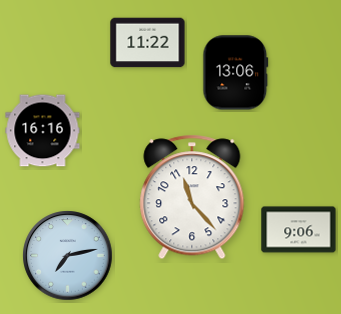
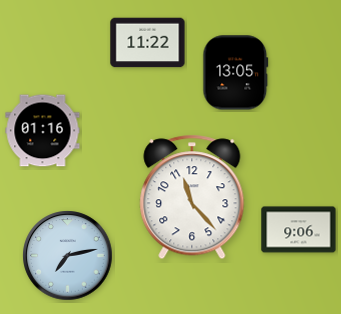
clock at (236, 73): 13:06 -> 13:05
clock at (43, 131): 16:16 -> 01:16
